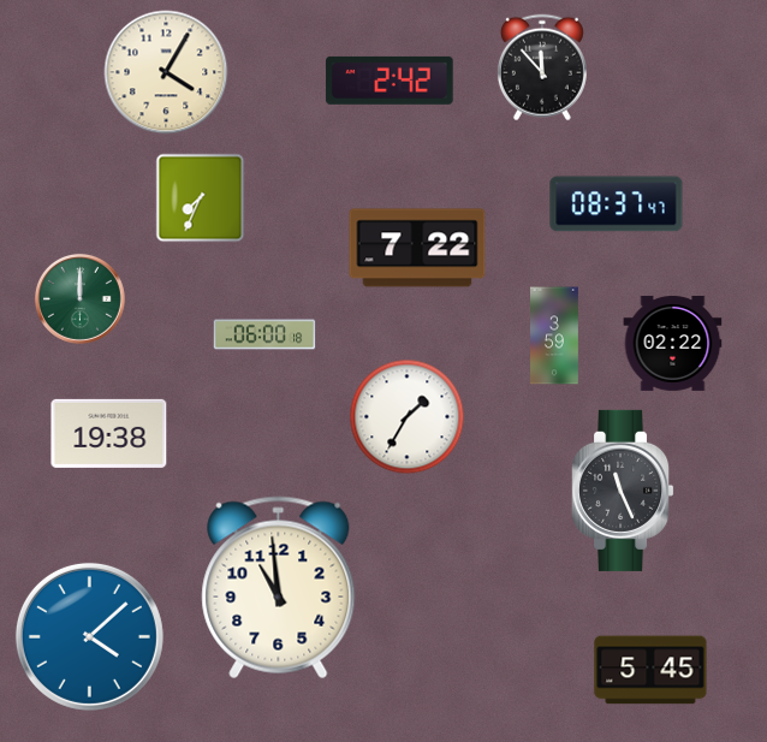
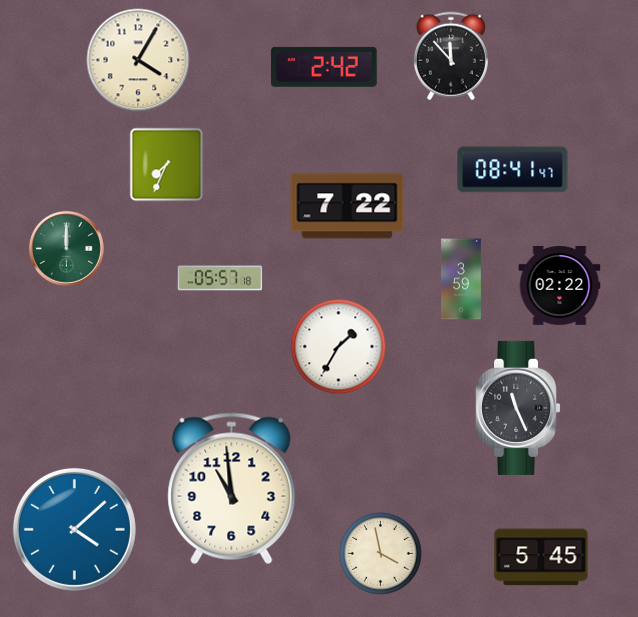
clock at (617, 204): 08:37 -> 08:41
clock at (264, 334): 06:00 -> 05:57
clock at (109, 433): 19:38 -> none
clock at (381, 554): none -> 3:58
